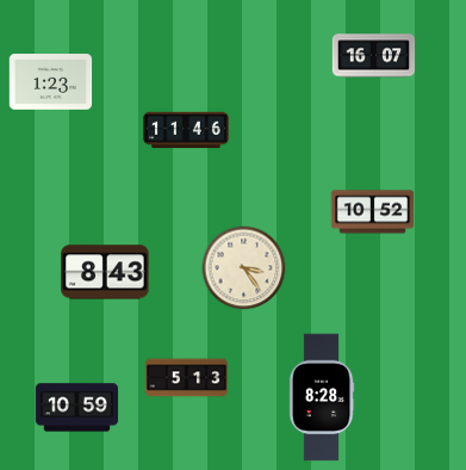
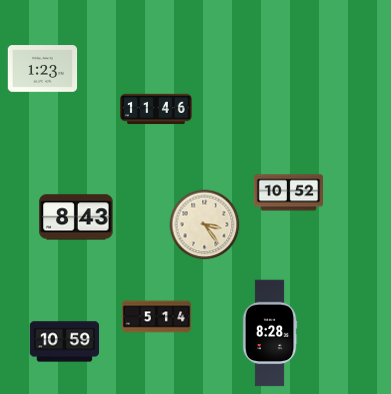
clock at (374, 56): 16:07 -> none
clock at (373, 212) position: (373, 212) -> (289, 193)
clock at (105, 272) position: (105, 272) -> (76, 217)
clock at (187, 378): 5:13 -> 5:14
